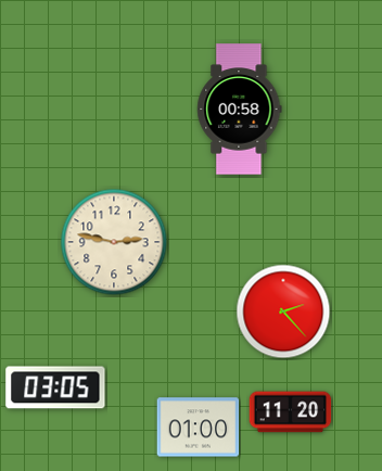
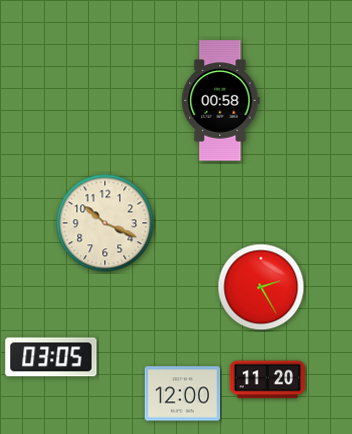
clock at (114, 242): 2:47 -> 10:19
clock at (283, 311): 2:23 -> 2:25
clock at (199, 428): 01:00 -> 12:00
